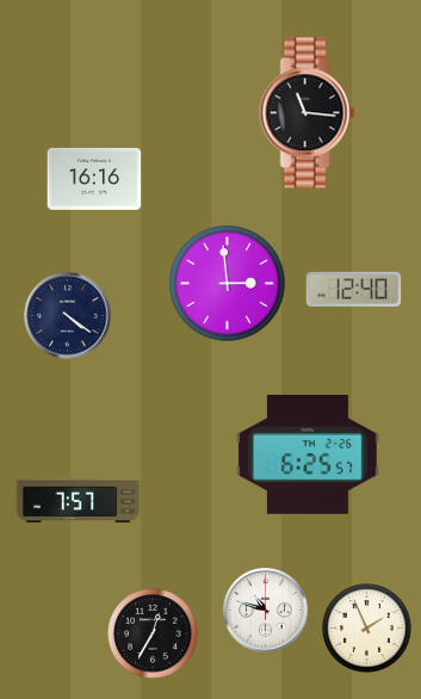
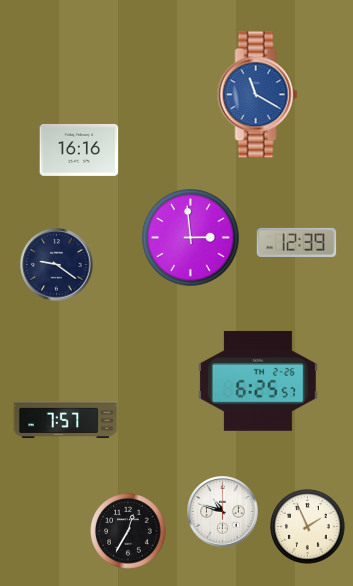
clock at (308, 113): 11:16 -> 11:20
clock at (308, 113) dial: black -> blue
clock at (354, 289): 12:40 -> 12:39
clock at (68, 316): 4:21 -> 9:21
